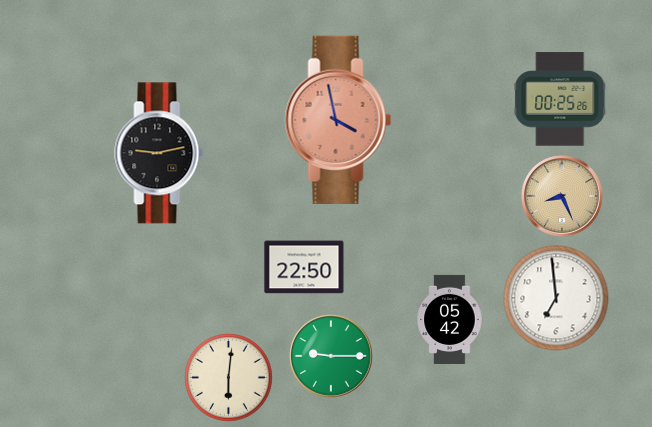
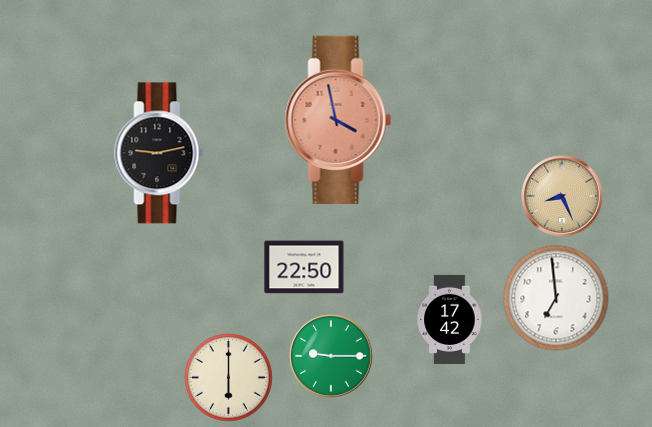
clock at (560, 99): 00:25 -> none
clock at (450, 319): 05:42 -> 17:42
clock at (229, 378): 6:01 -> 6:00
